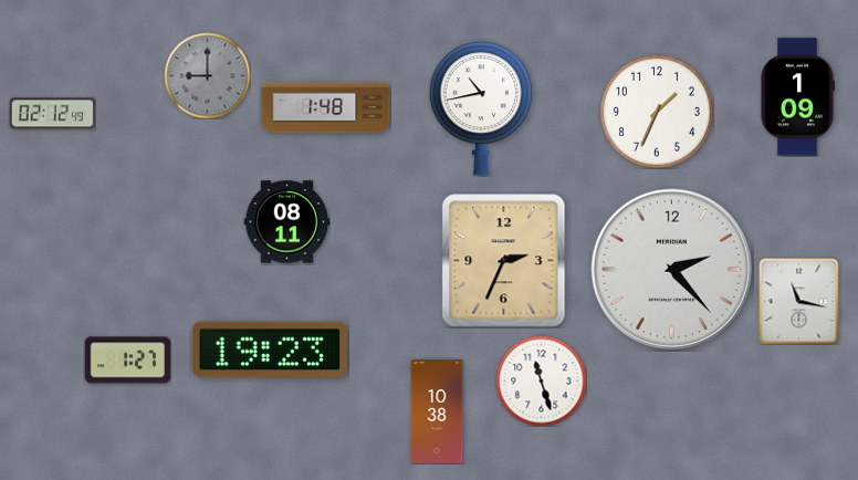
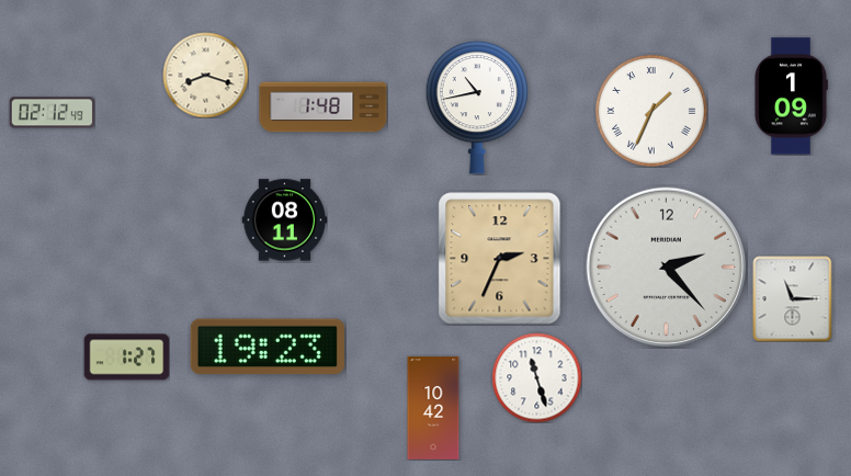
clock at (207, 75): 9:00 -> 8:18
clock at (207, 75) dial: grey -> cream
clock at (657, 112) numerals: Arabic -> Roman
clock at (799, 301): 11:17 -> 11:15
clock at (437, 411): 10:38 -> 10:42
